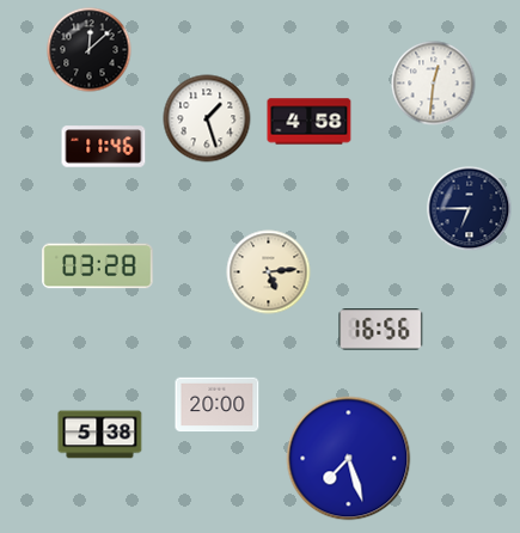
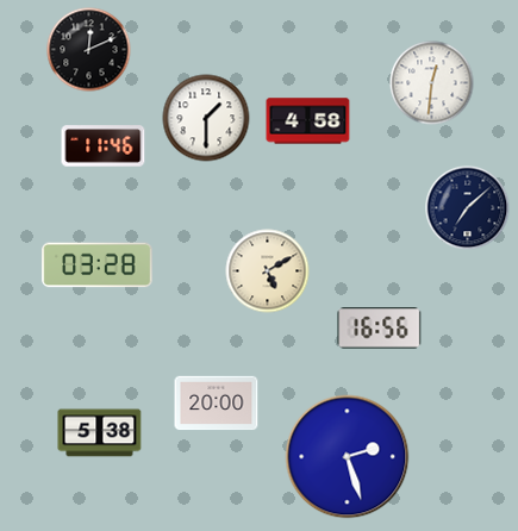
clock at (90, 50): 12:08 -> 12:11
clock at (207, 118): 1:27 -> 1:30
clock at (470, 209): 6:45 -> 7:08
clock at (269, 272): 5:14 -> 5:10
clock at (349, 459): 7:27 -> 2:27
